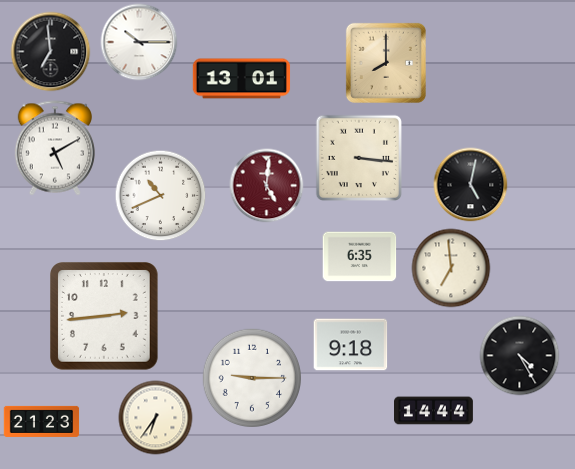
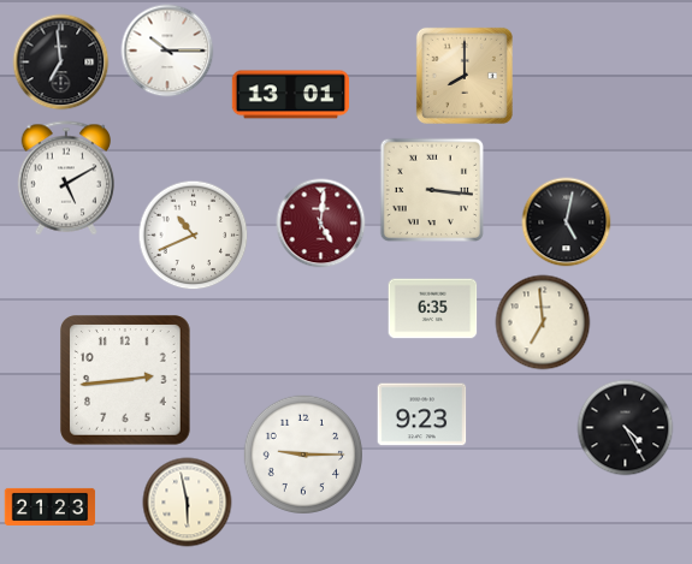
clock at (351, 345): 9:18 -> 9:23
clock at (434, 411): 14:44 -> none
clock at (156, 418): 6:36 -> 5:58
